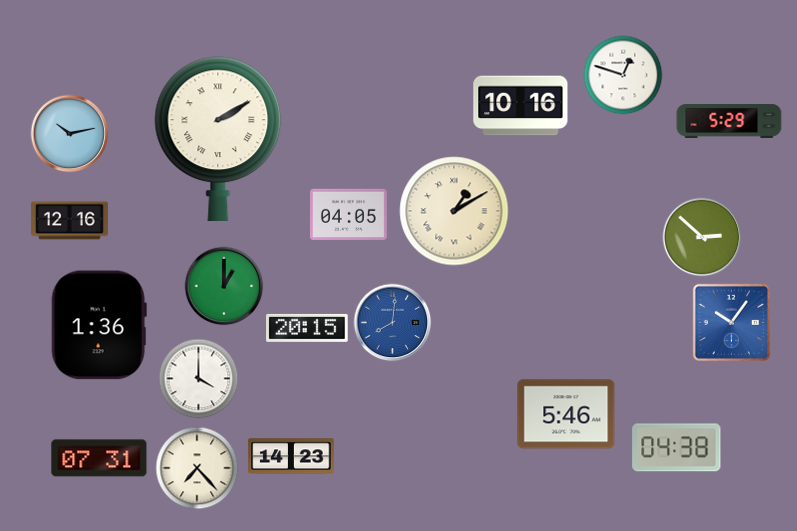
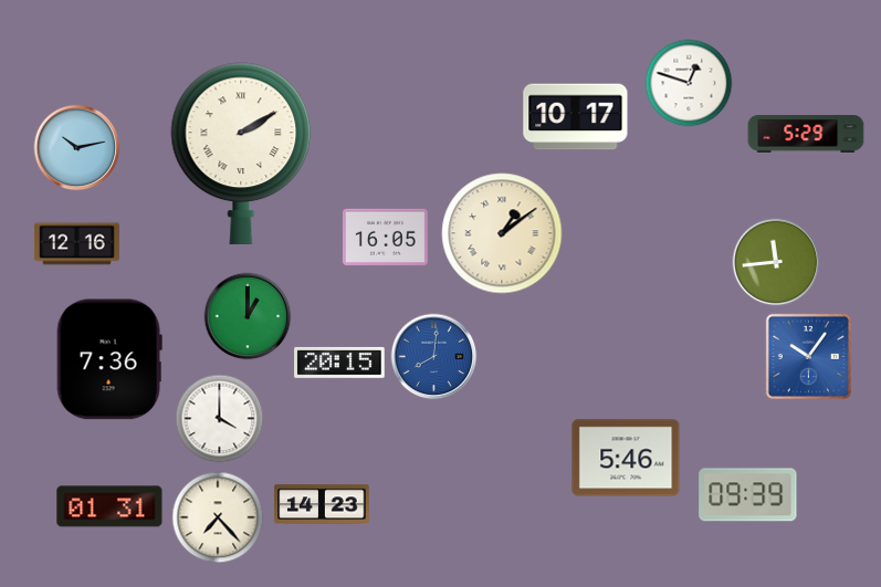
clock at (521, 106): 10:16 -> 10:17
clock at (454, 211): 1:10 -> 1:09
clock at (348, 214): 04:05 -> 16:05
clock at (702, 237): 2:52 -> 11:44
clock at (99, 325): 1:36 -> 7:36
clock at (677, 448): 04:38 -> 09:39
clock at (99, 458): 07:31 -> 01:31
